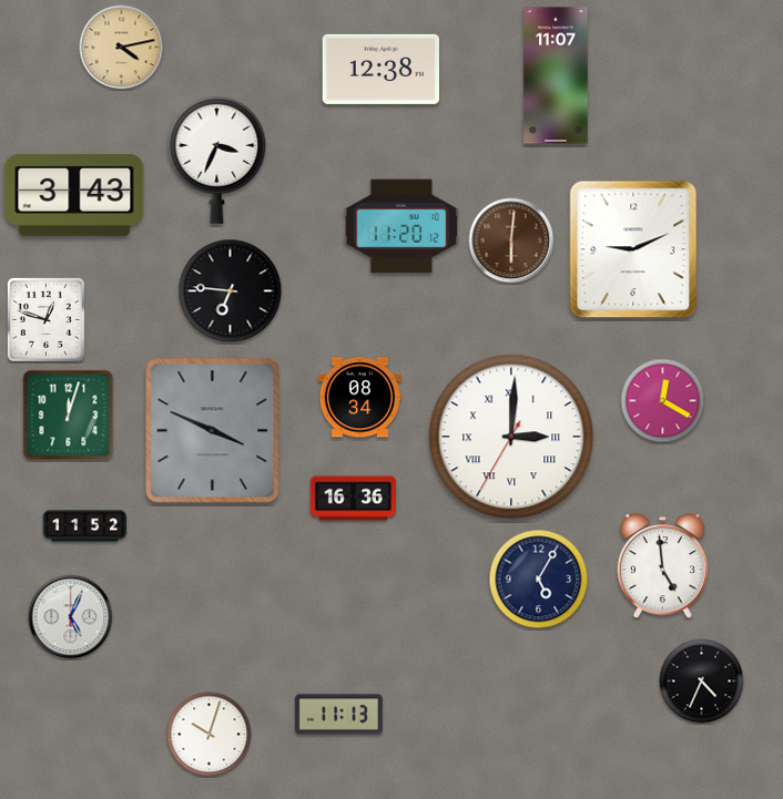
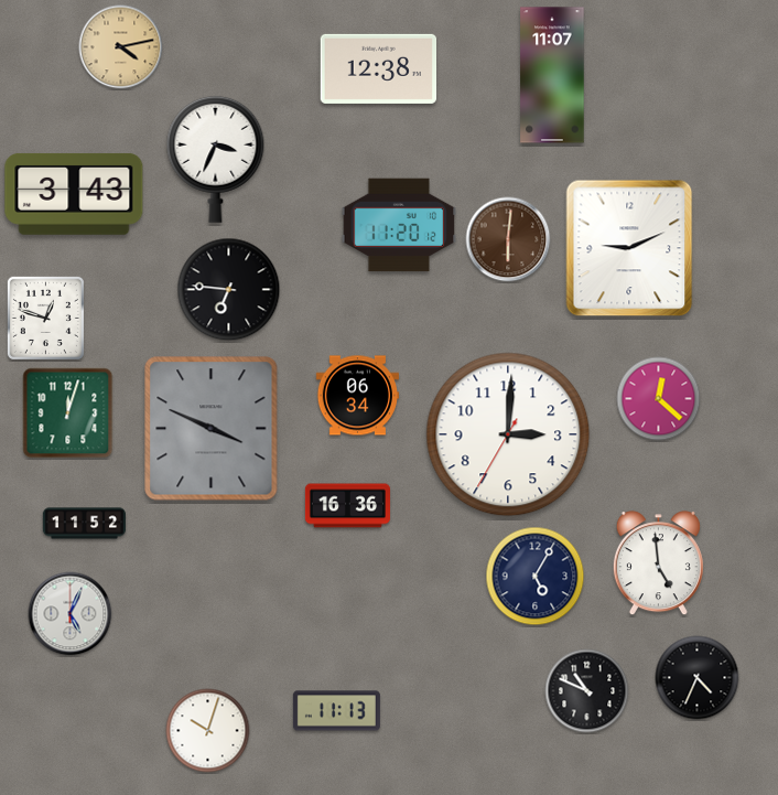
clock at (359, 398): 08:34 -> 06:34
clock at (663, 401): 12:20 -> 12:22
clock at (511, 437) numerals: Roman -> Arabic
clock at (353, 499) position: (353, 499) -> (347, 506)
clock at (587, 691): none -> 10:49
